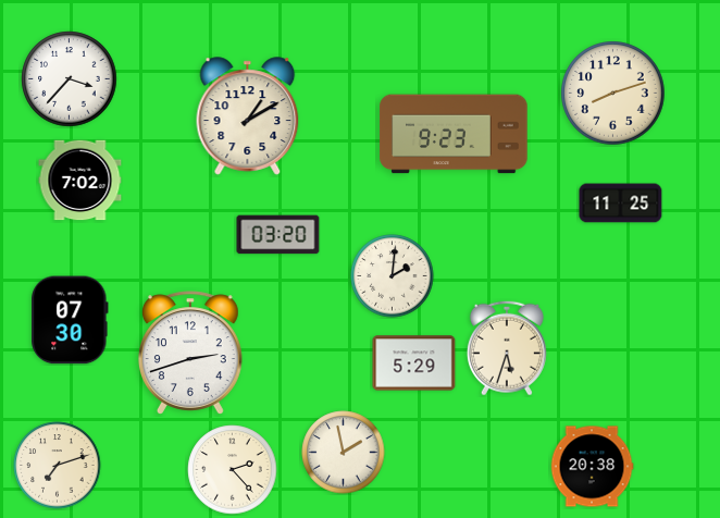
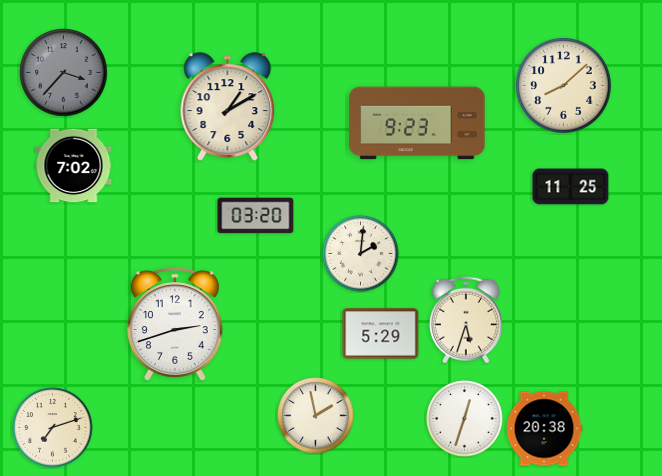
clock at (70, 79) dial: white -> grey
clock at (613, 94): 8:12 -> 8:08
clock at (70, 320): 07:30 -> none
clock at (465, 419): none -> 12:33
clock at (233, 470): 2:23 -> none
